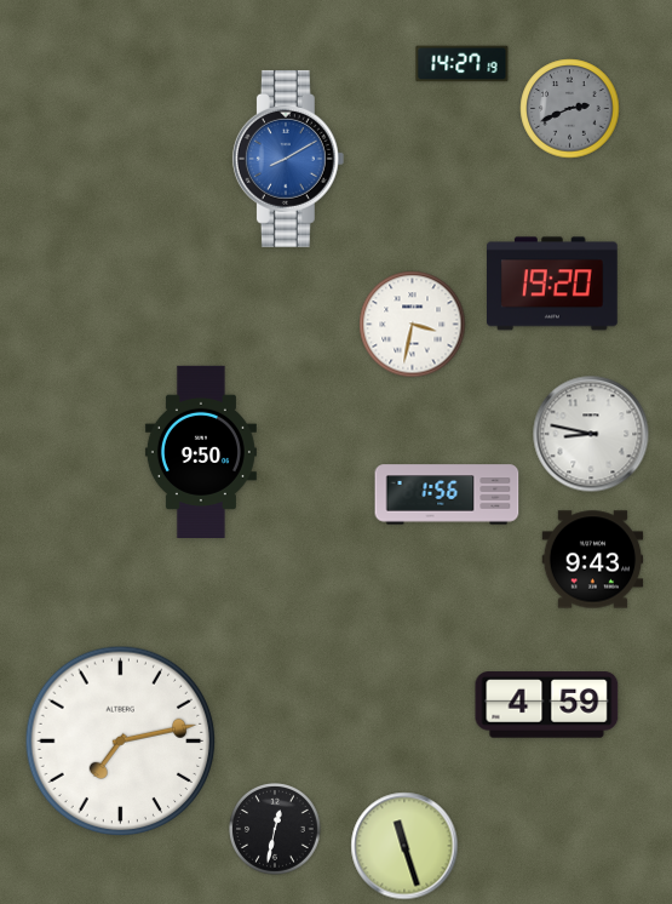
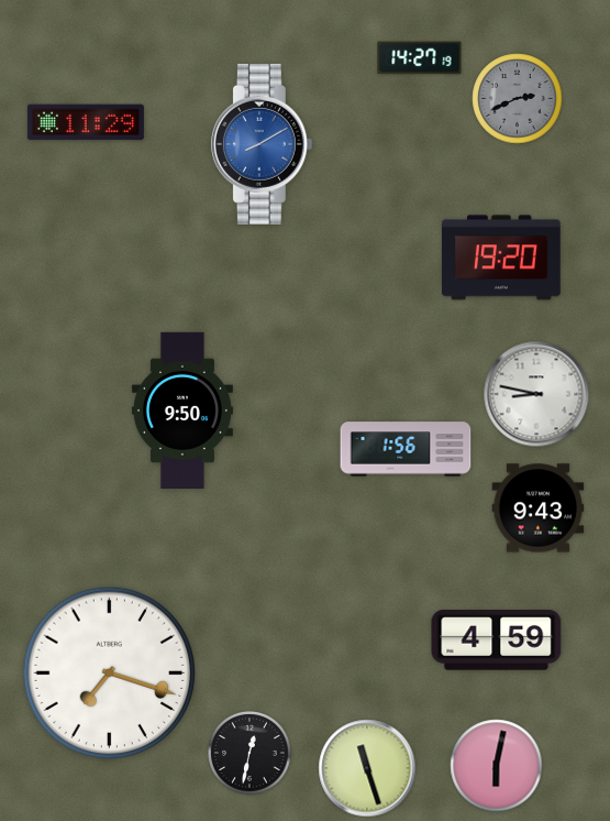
clock at (86, 122): none -> 11:29
clock at (413, 325): 3:32 -> none
clock at (121, 742): 7:13 -> 7:18
clock at (497, 766): none -> 6:02
